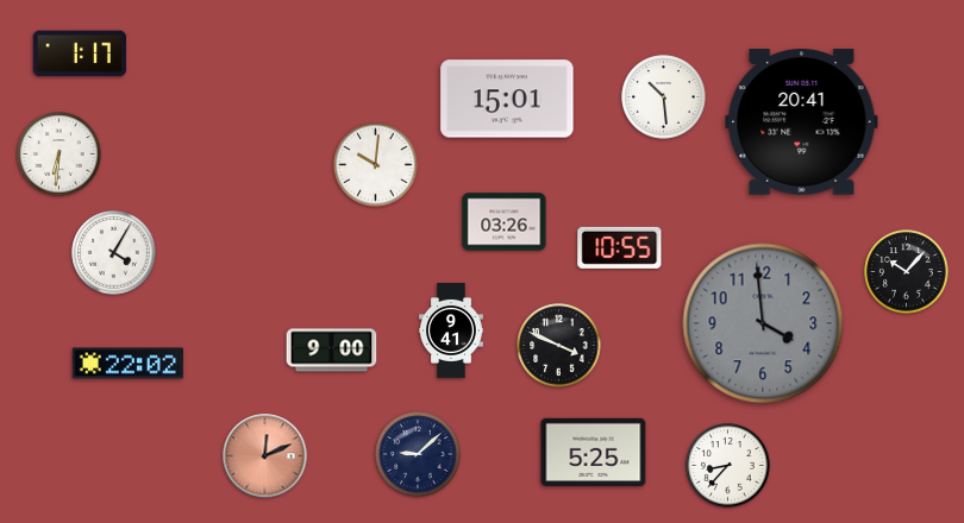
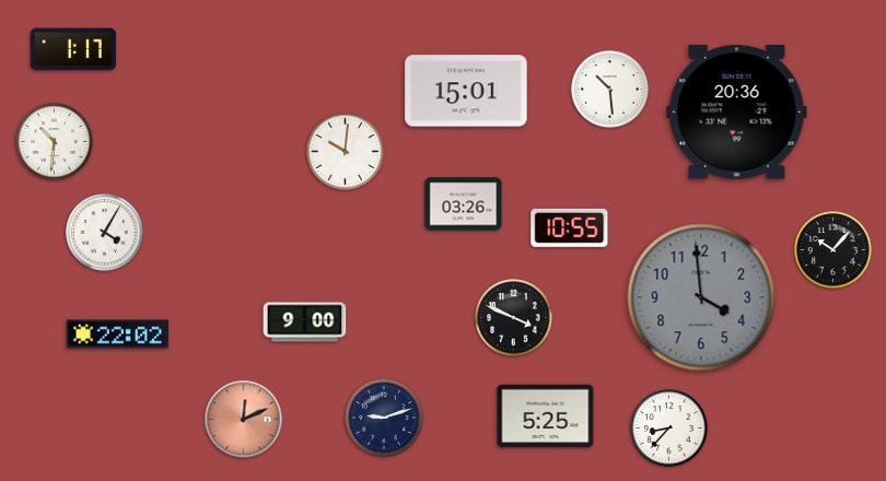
clock at (802, 122): 20:41 -> 20:36
clock at (60, 155): 6:31 -> 10:31
clock at (452, 332): 9:41 -> none
clock at (418, 454): 9:08 -> 9:12
